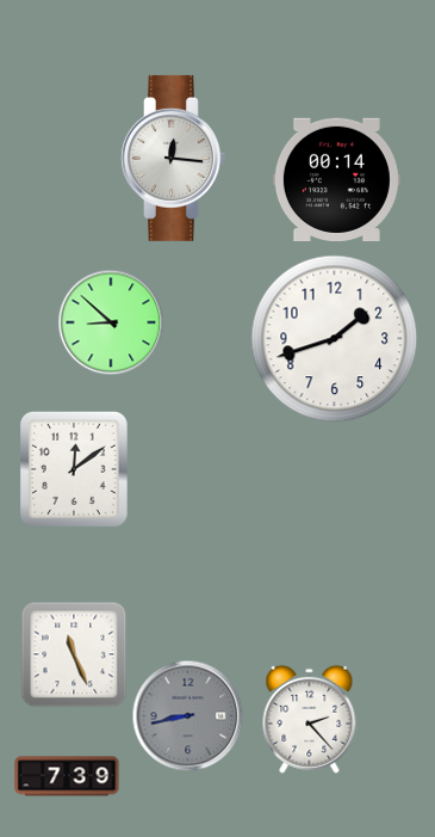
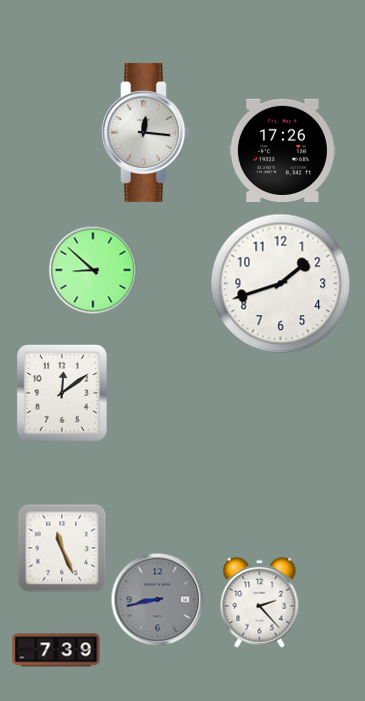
clock at (336, 179): 00:14 -> 17:26
